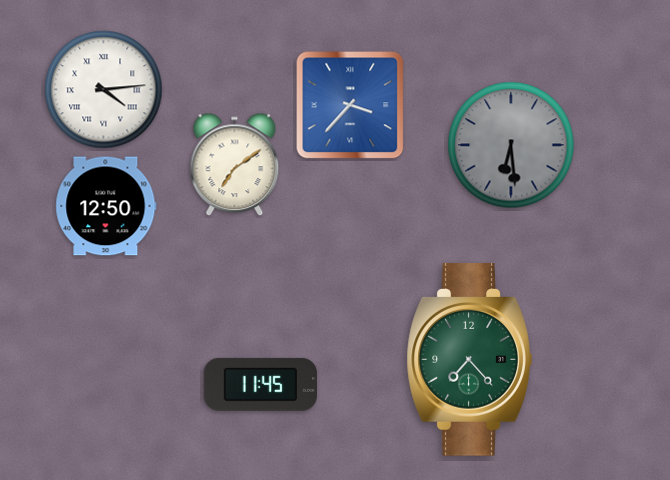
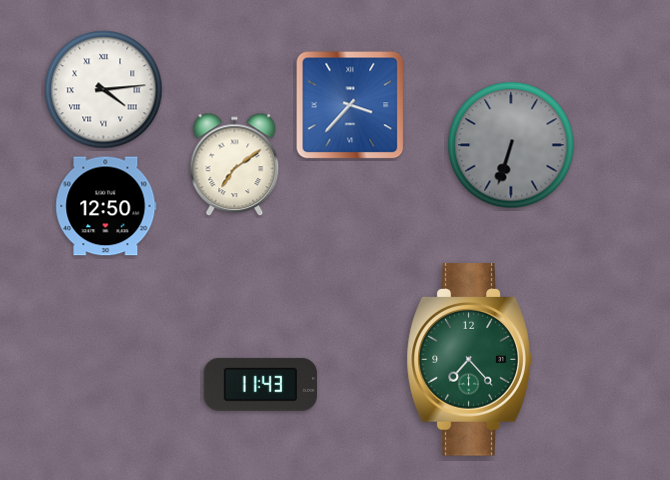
clock at (511, 145): 6:29 -> 6:33
clock at (260, 384): 11:45 -> 11:43
